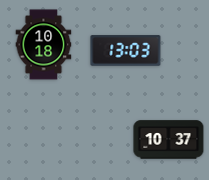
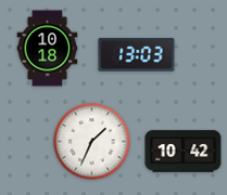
clock at (92, 142): none -> 1:34
clock at (169, 140): 10:37 -> 10:42
